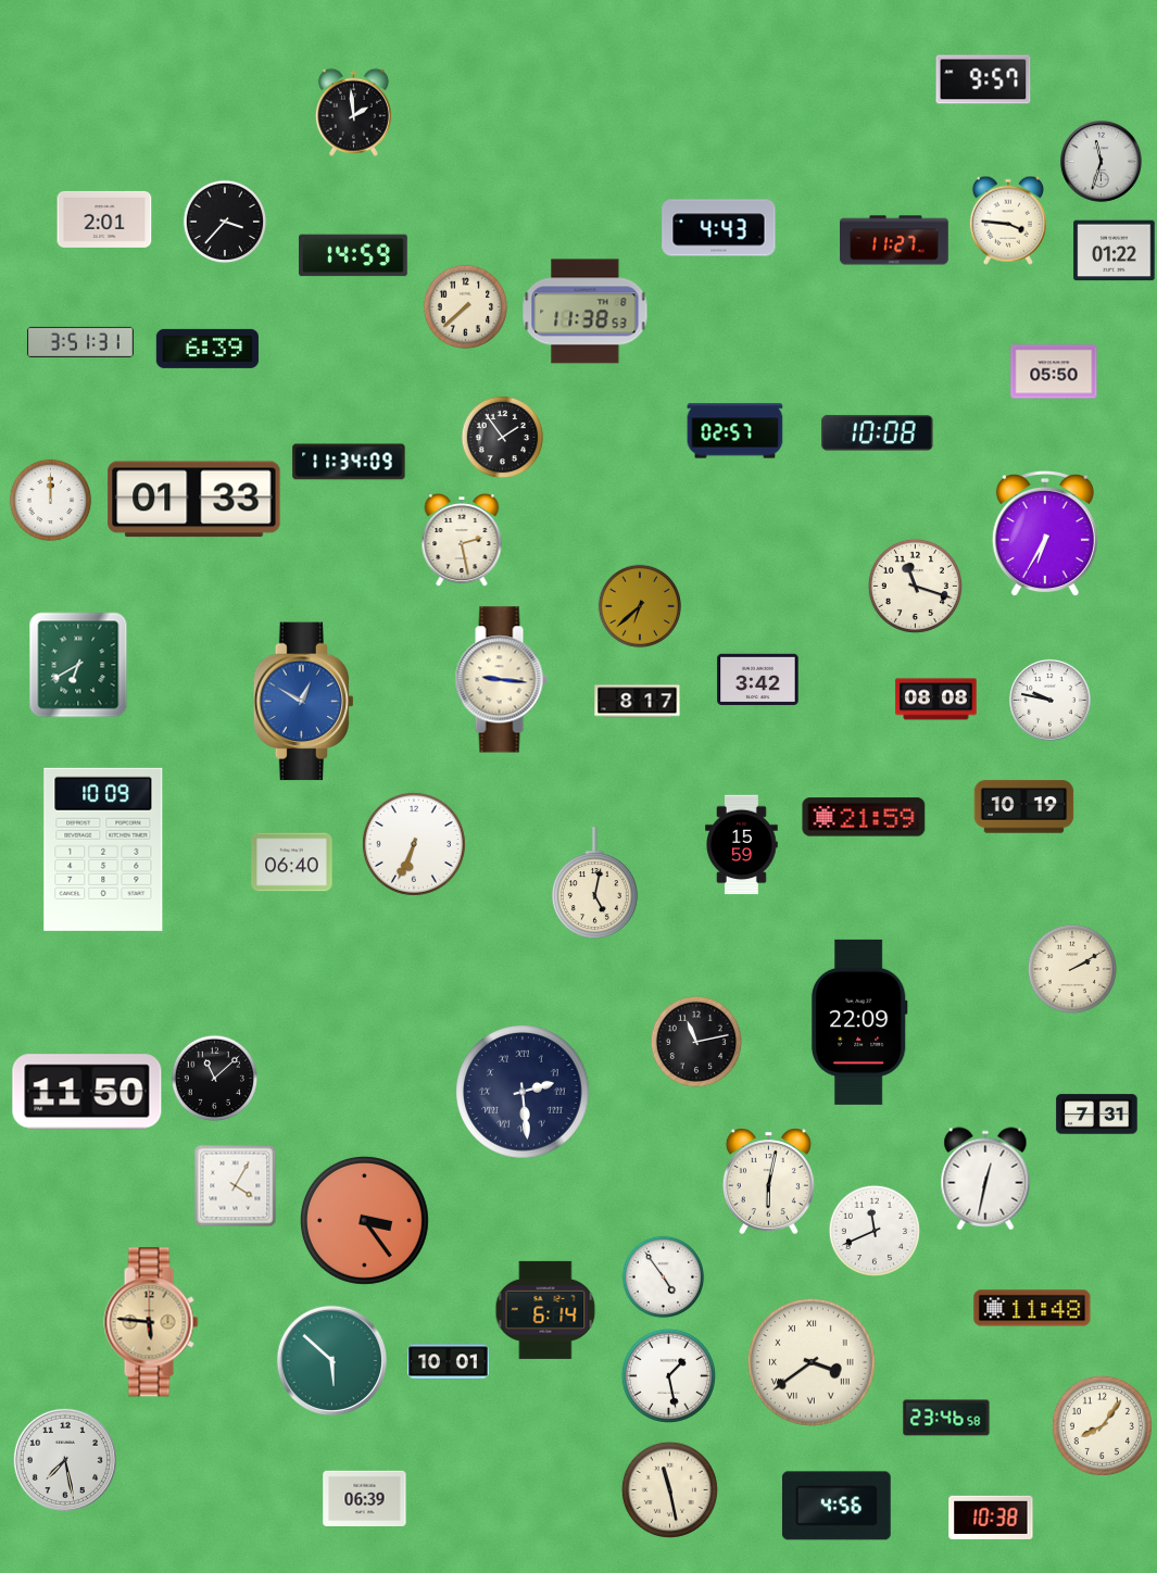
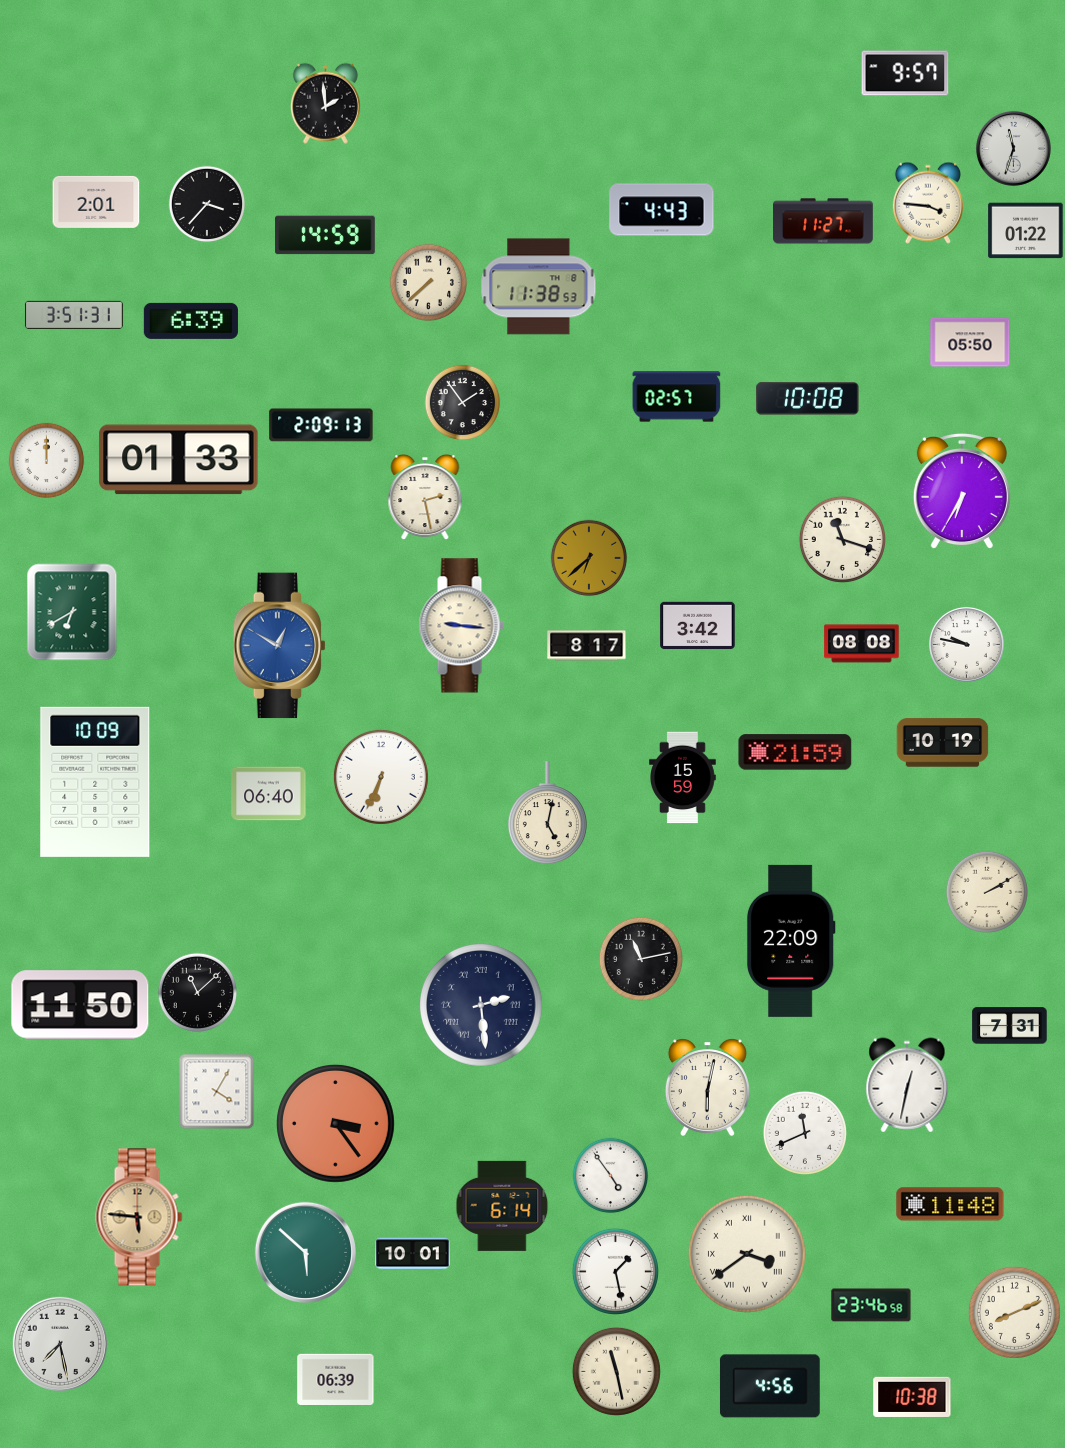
clock at (349, 462): 11:34 -> 2:09
clock at (668, 1375) position: (668, 1375) -> (615, 1271)
clock at (1102, 1425): 8:06 -> 8:11
